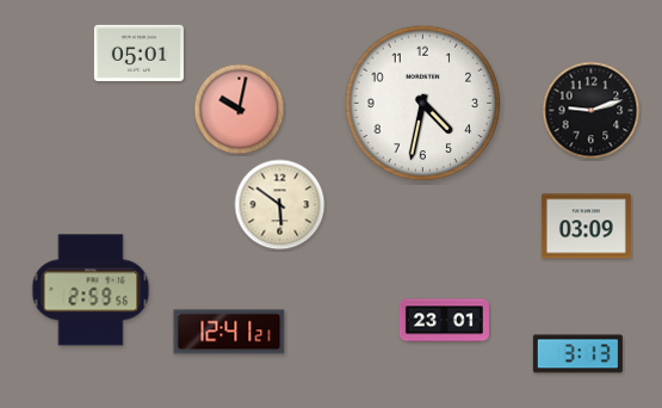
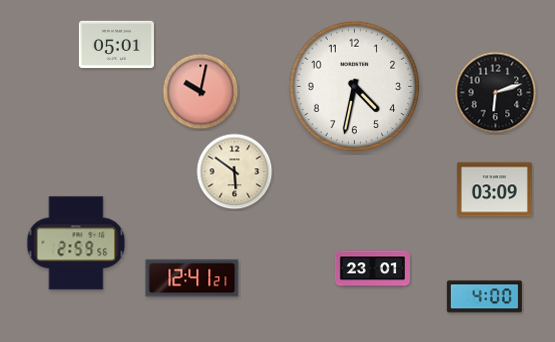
clock at (592, 111): 9:12 -> 6:12
clock at (586, 227) position: (586, 227) -> (494, 190)
clock at (577, 354): 3:13 -> 4:00
